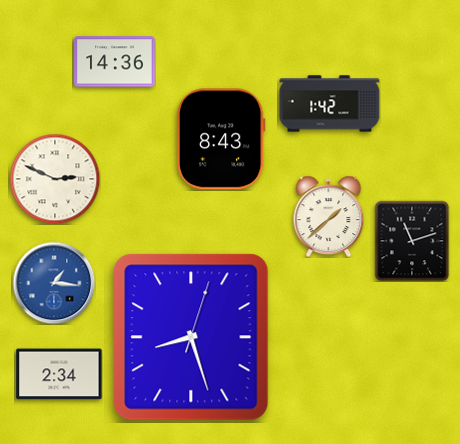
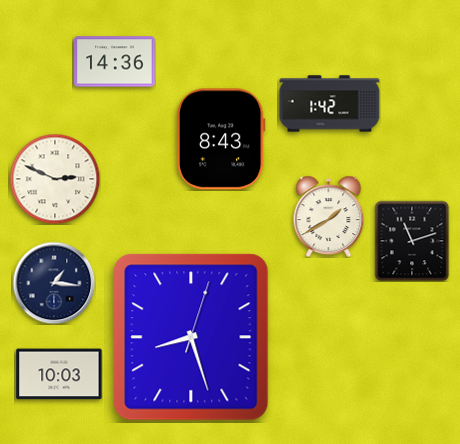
clock at (329, 216): 1:38 -> 1:40
clock at (54, 283) dial: blue -> navy
clock at (59, 374): 2:34 -> 10:03
